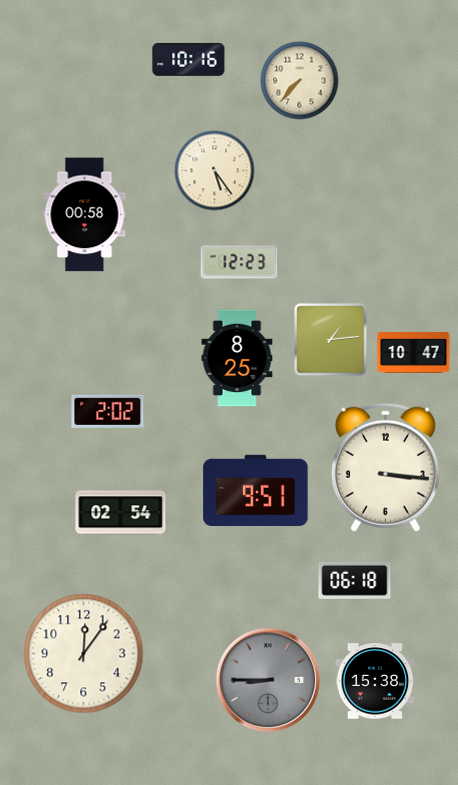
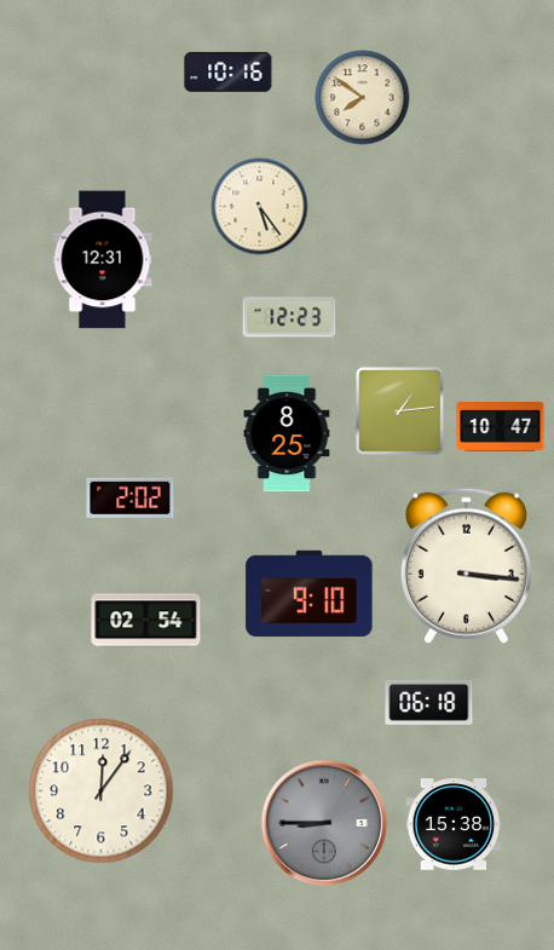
clock at (300, 81): 7:37 -> 7:51
clock at (85, 215): 00:58 -> 12:31
clock at (256, 490): 9:51 -> 9:10
